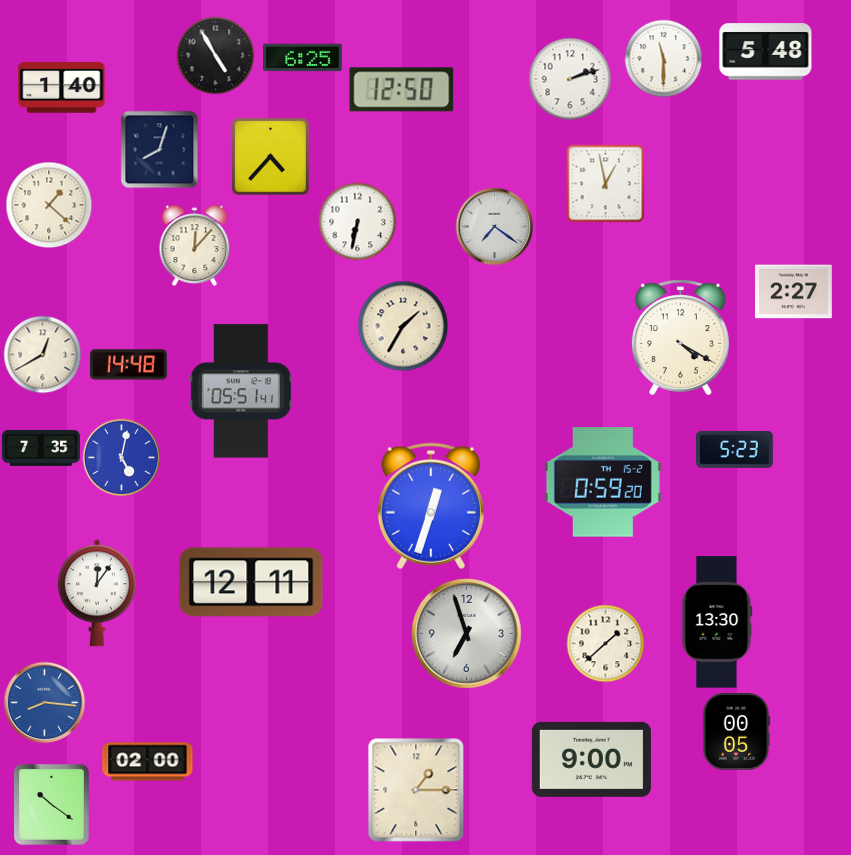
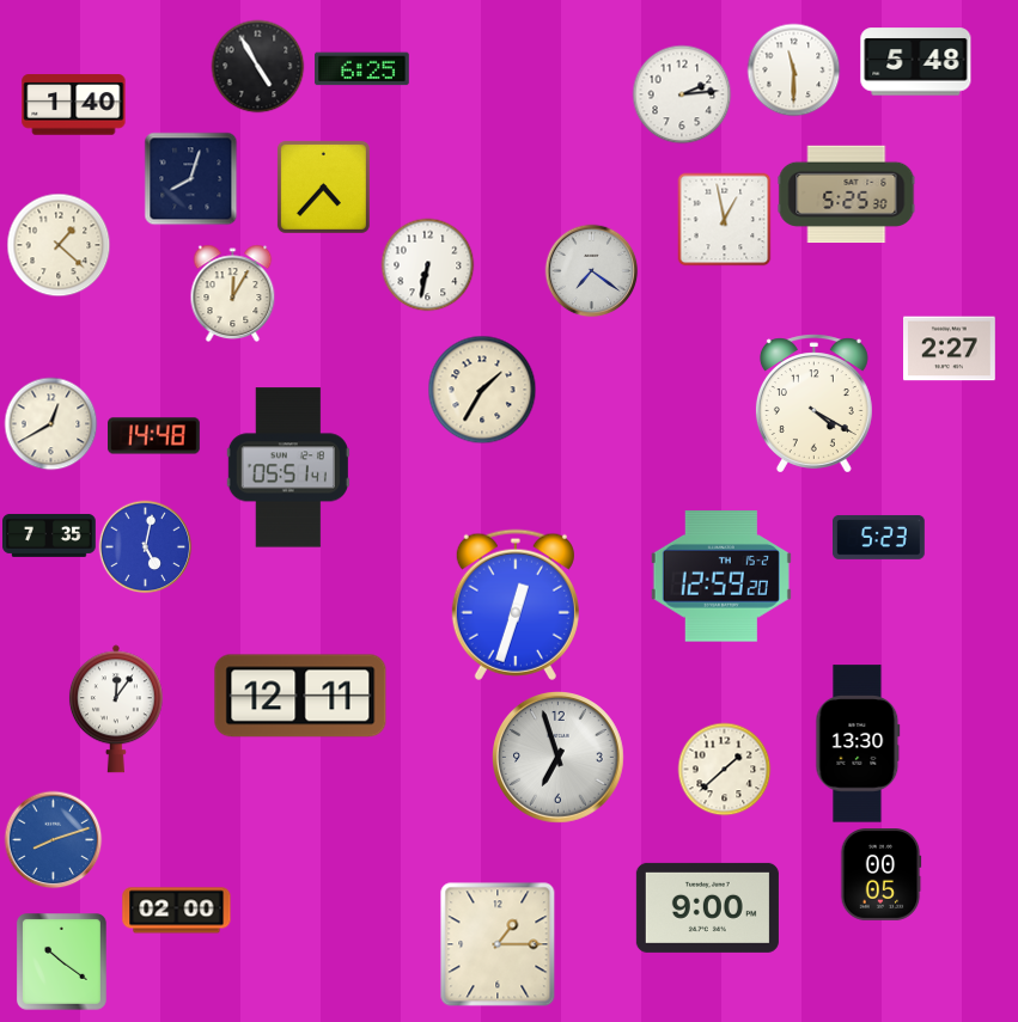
clock at (570, 79): 2:12 -> 2:14
clock at (402, 90): 12:50 -> none
clock at (847, 195): none -> 5:25
clock at (195, 245): 12:07 -> 12:05
clock at (603, 482): 0:59 -> 12:59
clock at (44, 702): 8:16 -> 8:12
